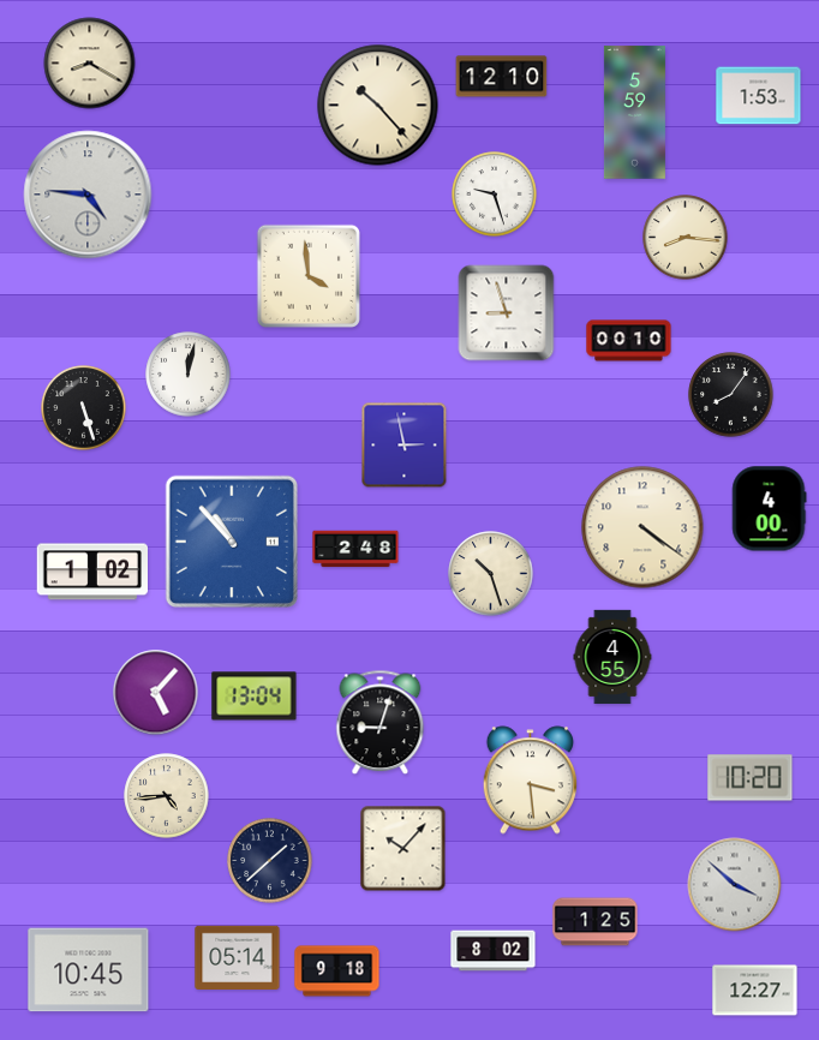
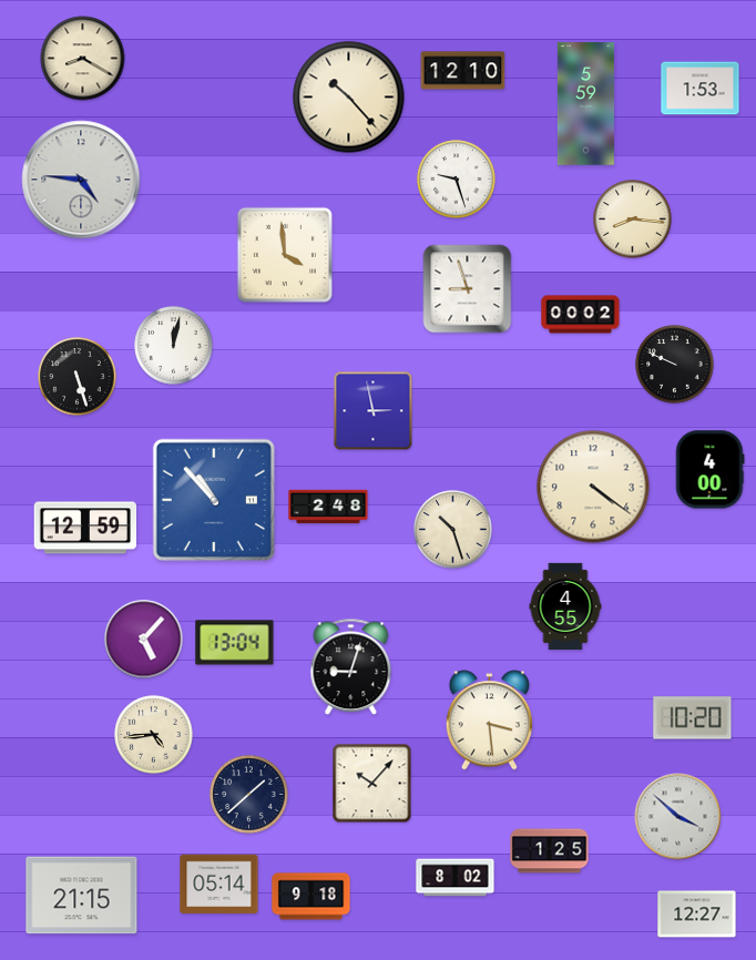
clock at (629, 341): 00:10 -> 00:02
clock at (731, 395): 8:06 -> 9:49
clock at (91, 572): 1:02 -> 12:59
clock at (89, 970): 10:45 -> 21:15
